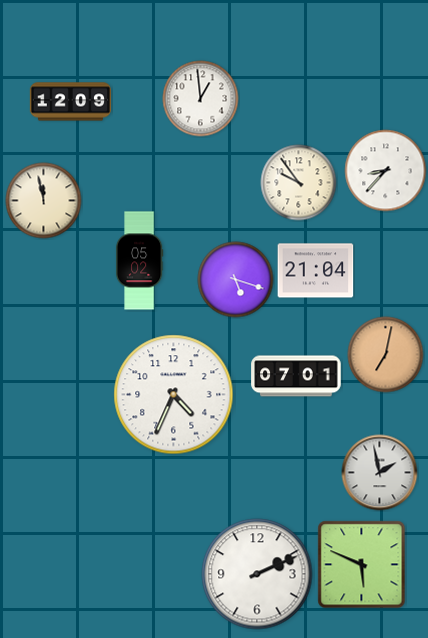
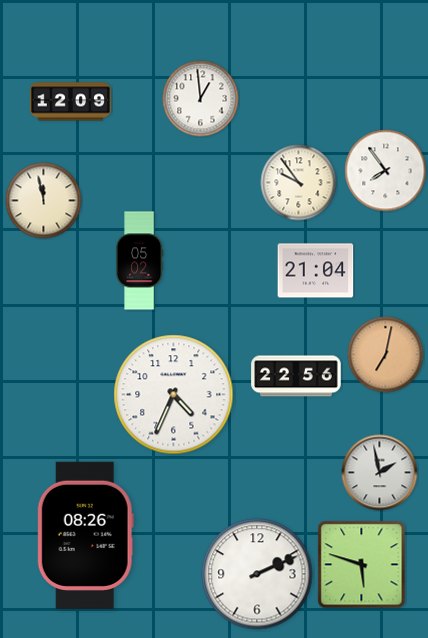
clock at (386, 171): 8:37 -> 7:54
clock at (236, 280): 5:18 -> none
clock at (296, 376): 07:01 -> 22:56
clock at (85, 535): none -> 08:26
clock at (362, 565): 5:49 -> 5:48
